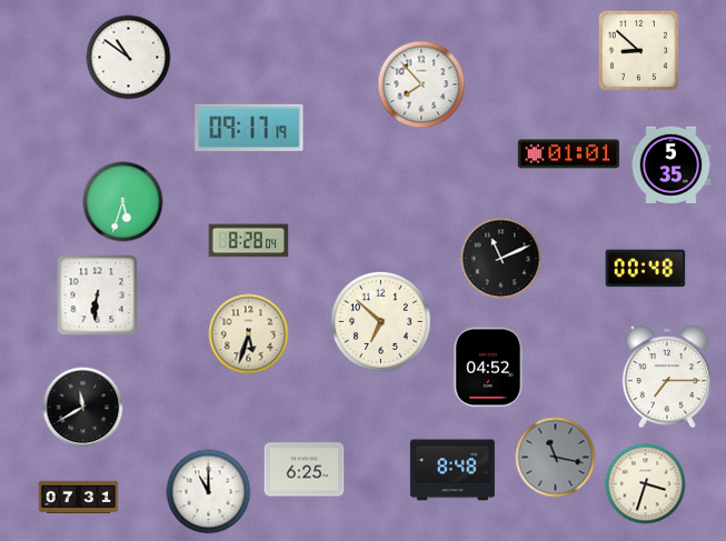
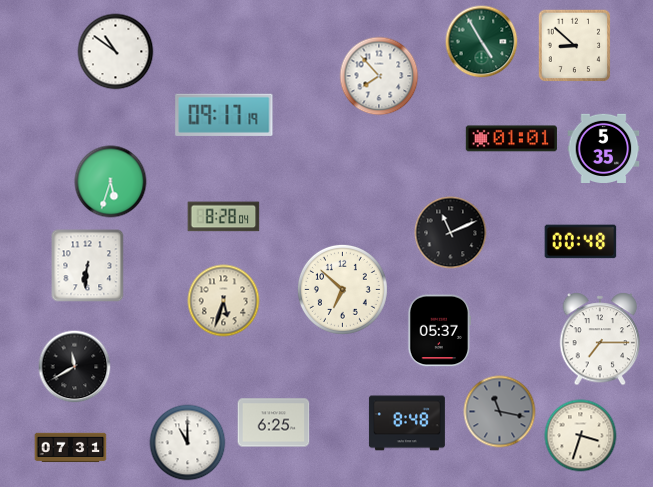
clock at (482, 42): none -> 4:55
clock at (488, 368): 04:52 -> 05:37
